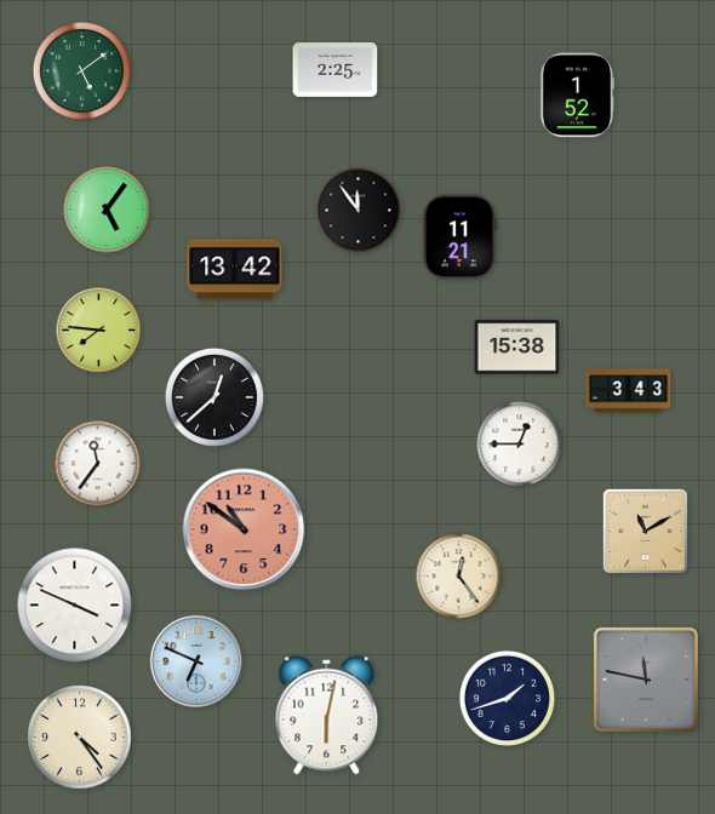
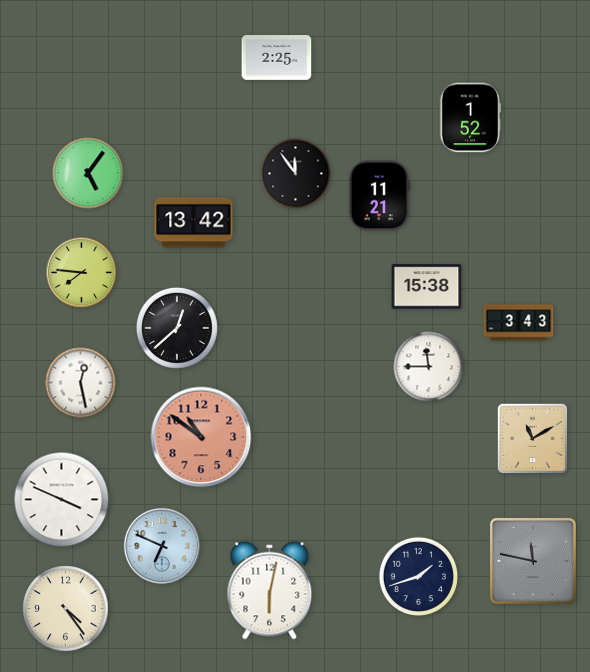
clock at (81, 70): 5:09 -> none
clock at (577, 96) position: (577, 96) -> (470, 118)
clock at (520, 445): 12:45 -> 11:45
clock at (98, 464): 11:36 -> 12:28
clock at (459, 577): 12:24 -> none
